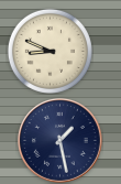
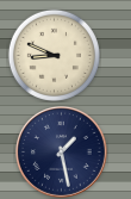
clock at (61, 141) position: (61, 141) -> (62, 153)
